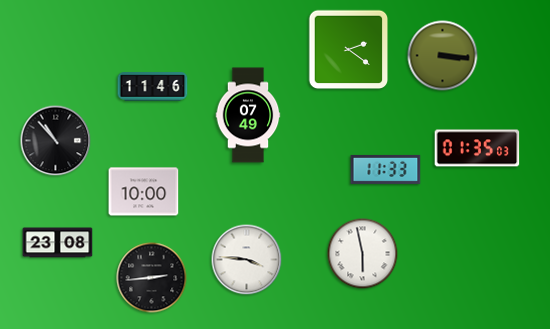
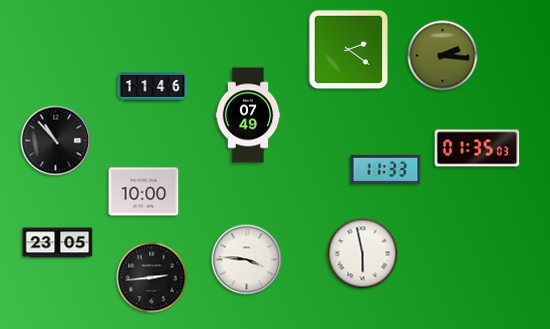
clock at (443, 56): 3:16 -> 2:16
clock at (58, 243): 23:08 -> 23:05
